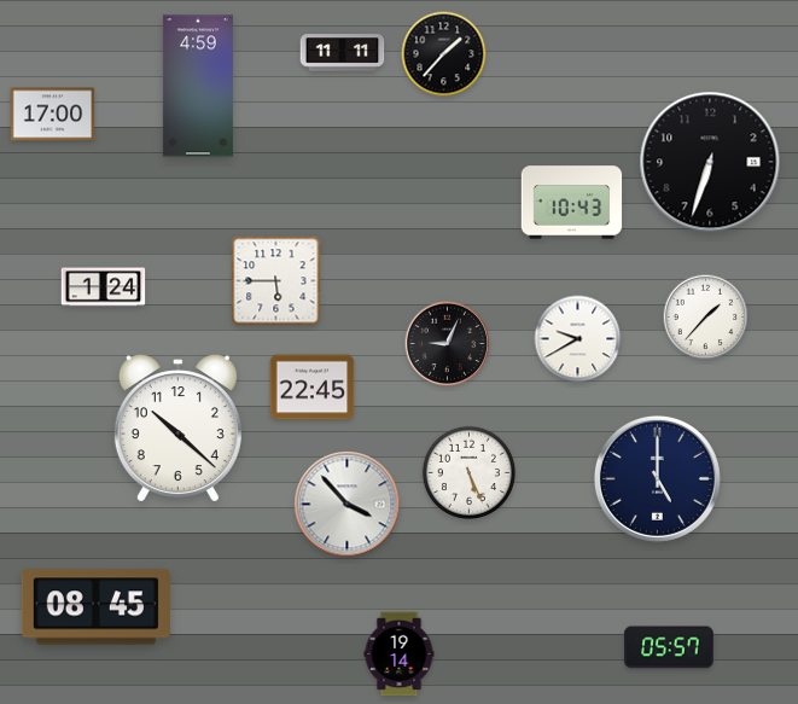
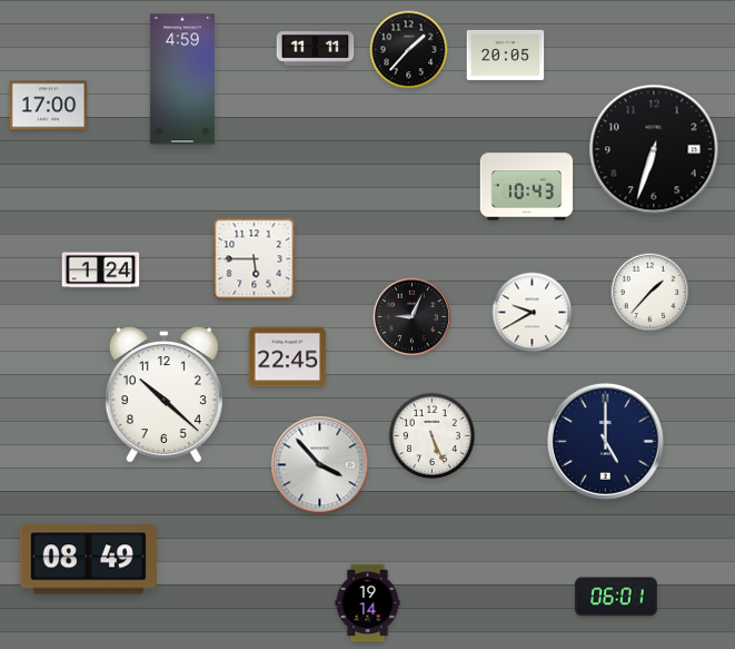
clock at (506, 55): none -> 20:05
clock at (104, 287) position: (104, 287) -> (101, 271)
clock at (95, 607): 08:45 -> 08:49
clock at (669, 647): 05:57 -> 06:01
